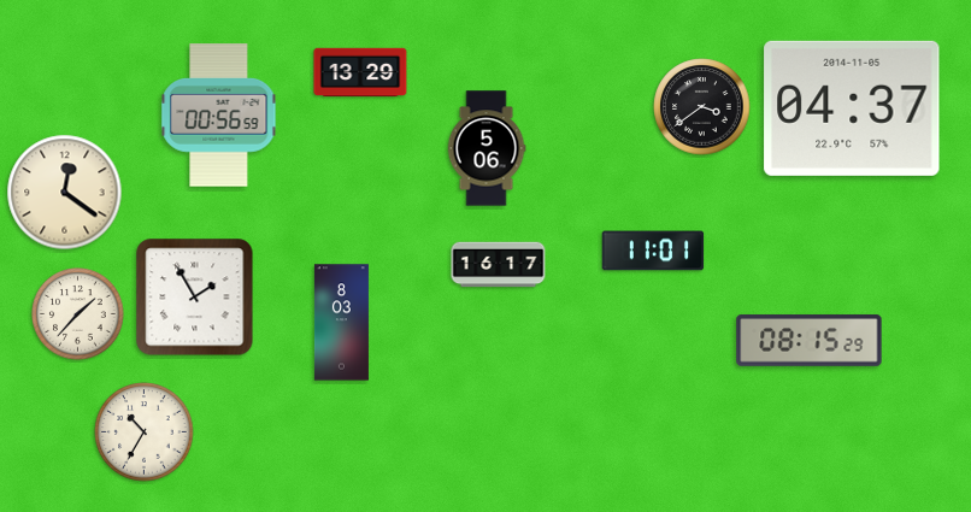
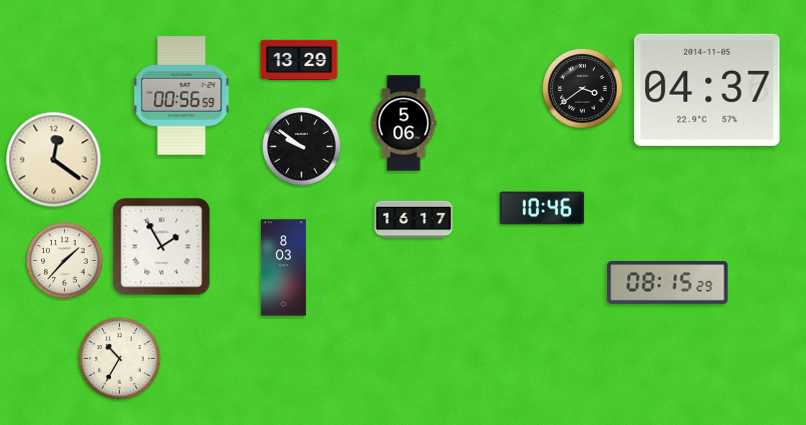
clock at (302, 147): none -> 9:51
clock at (653, 251): 11:01 -> 10:46
clock at (810, 341) position: (810, 341) -> (668, 283)
